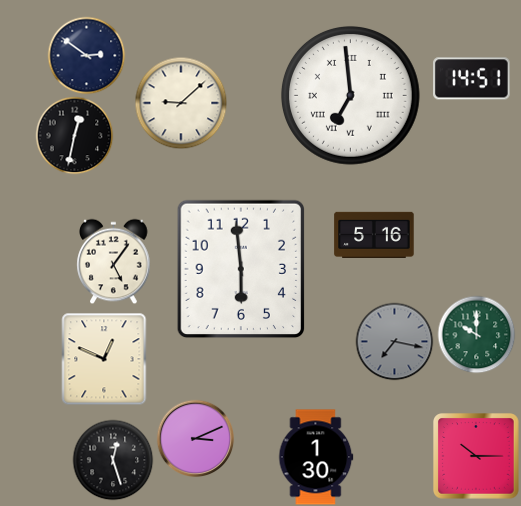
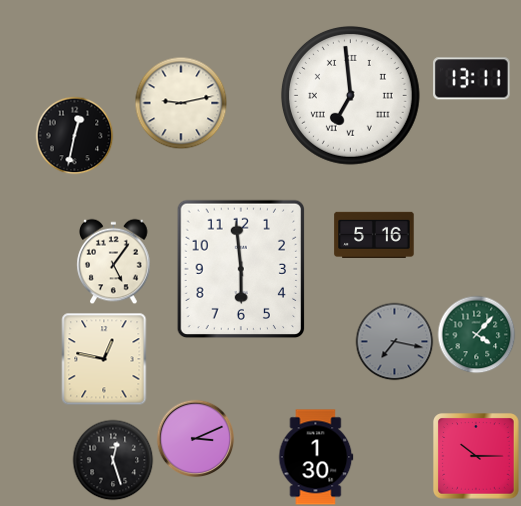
clock at (86, 55): 2:51 -> none
clock at (472, 79): 14:51 -> 13:11
clock at (181, 103): 9:08 -> 9:13
clock at (476, 334): 10:00 -> 4:07
clock at (104, 359): 12:49 -> 12:47
